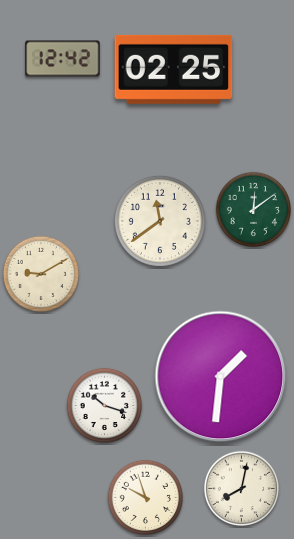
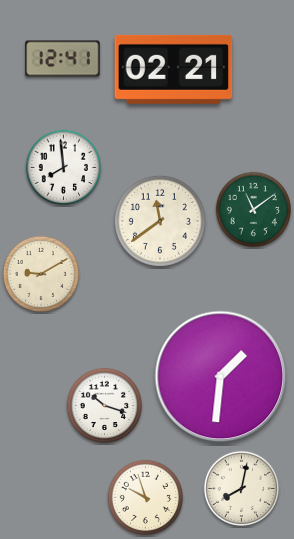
clock at (63, 59): 12:42 -> 12:41
clock at (174, 69): 02:25 -> 02:21
clock at (63, 167): none -> 7:59
clock at (253, 209): 12:09 -> 11:09
